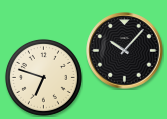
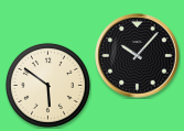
clock at (43, 77): 6:48 -> 5:51
